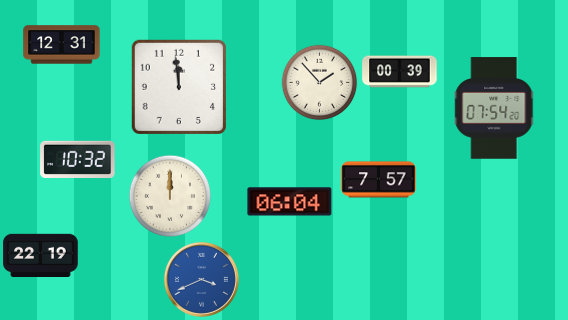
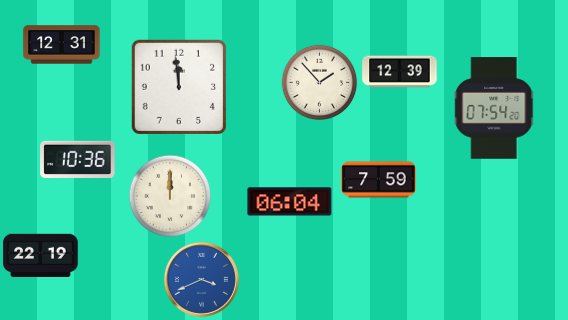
clock at (400, 72): 00:39 -> 12:39
clock at (78, 159): 10:32 -> 10:36
clock at (379, 180): 7:57 -> 7:59
